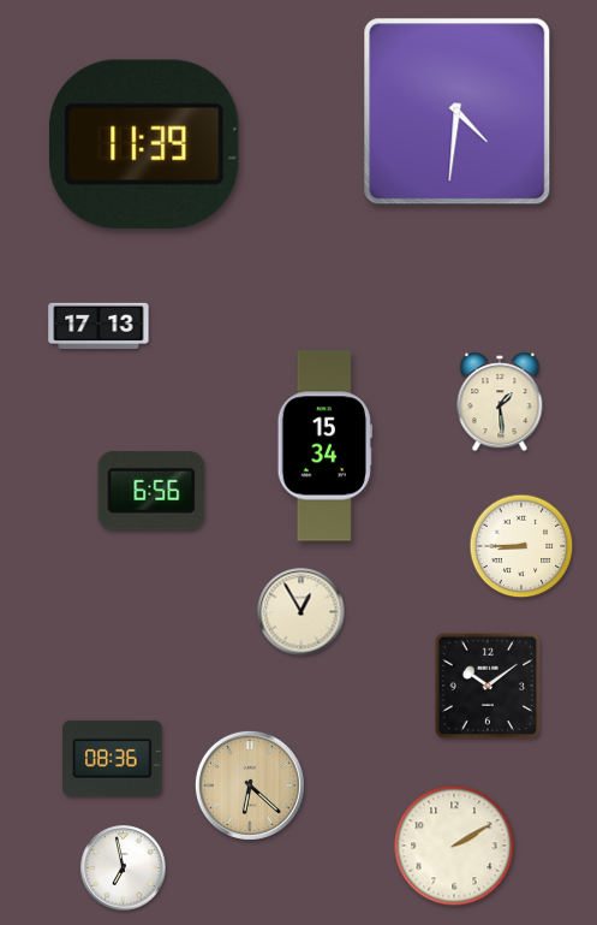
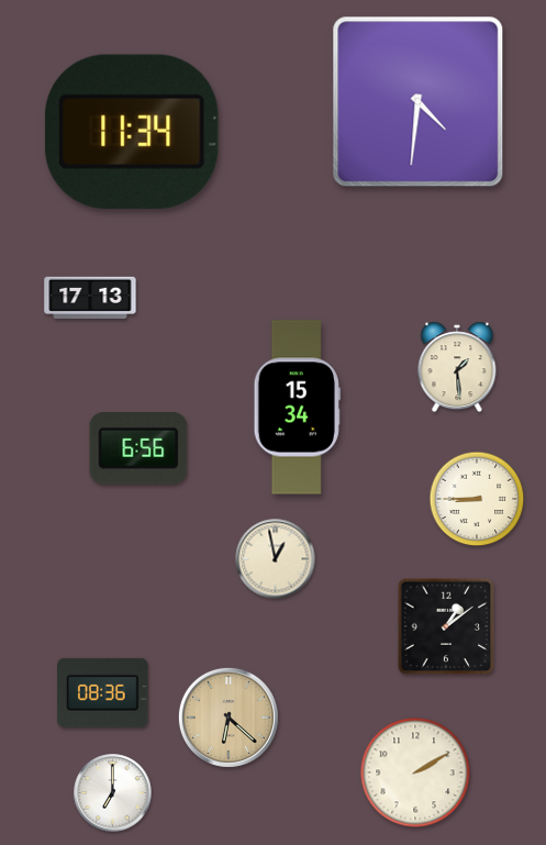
clock at (145, 144): 11:39 -> 11:34
clock at (302, 612): 12:55 -> 12:58
clock at (488, 686): 10:09 -> 1:09
clock at (124, 868): 6:58 -> 7:00
